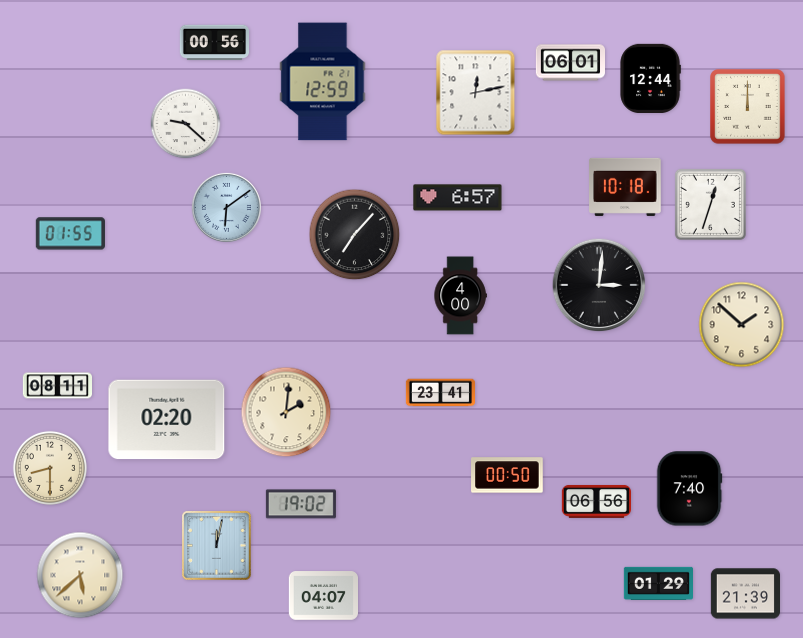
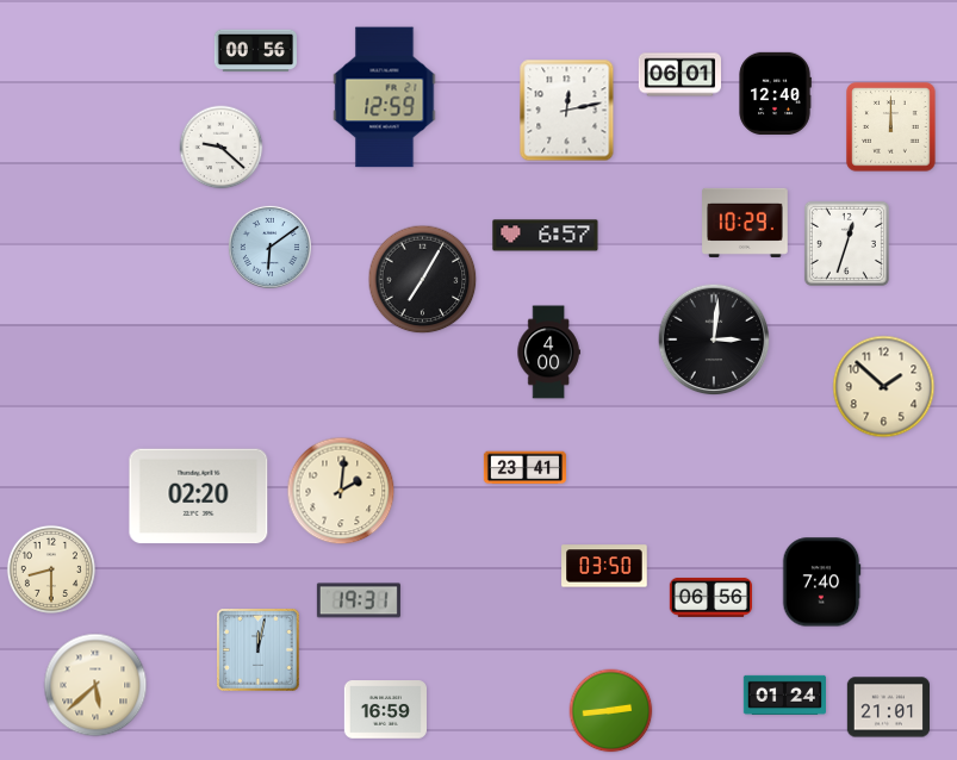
clock at (650, 78): 12:44 -> 12:40
clock at (625, 187): 10:18 -> 10:29
clock at (70, 234): 01:55 -> none
clock at (355, 235): 7:07 -> 7:05
clock at (57, 386): 08:11 -> none
clock at (167, 420) position: (167, 420) -> (199, 497)
clock at (50, 468) position: (50, 468) -> (51, 569)
clock at (507, 475): 00:50 -> 03:50
clock at (301, 504): 19:02 -> 19:31
clock at (658, 583): 01:29 -> 01:24
clock at (745, 594): 21:39 -> 21:01
clock at (323, 596): 04:07 -> 16:59
clock at (611, 711): none -> 2:44
